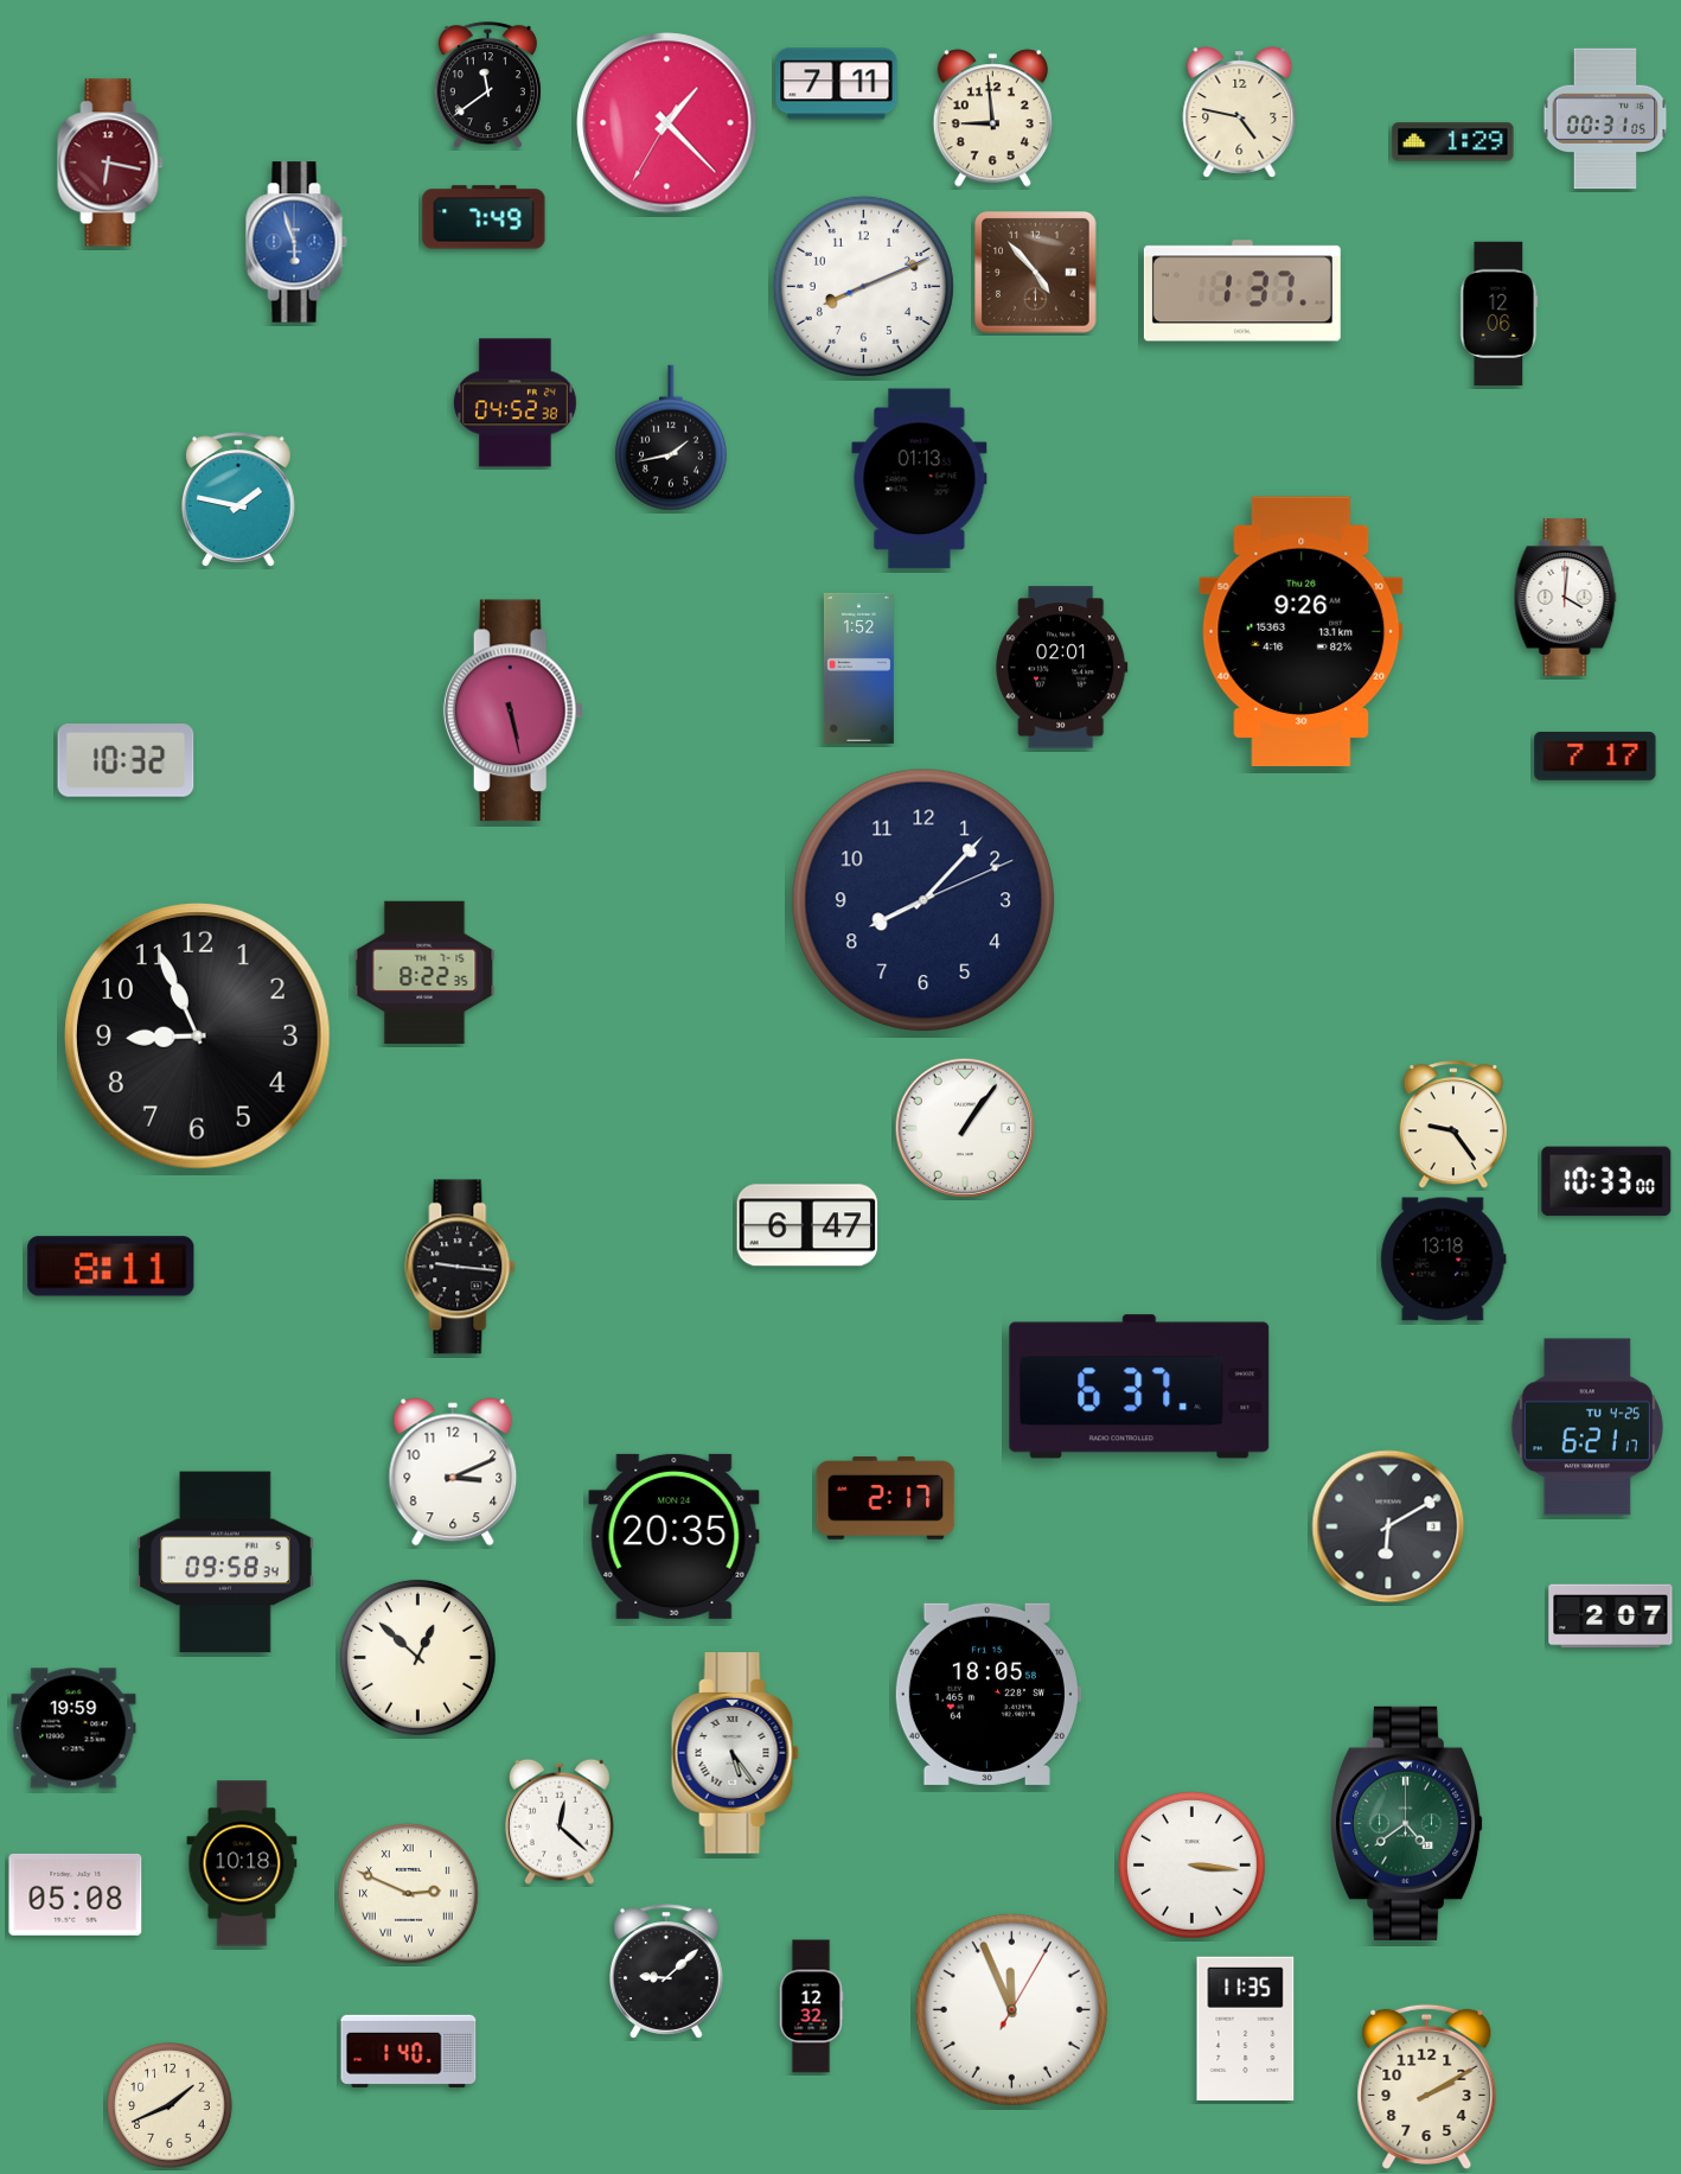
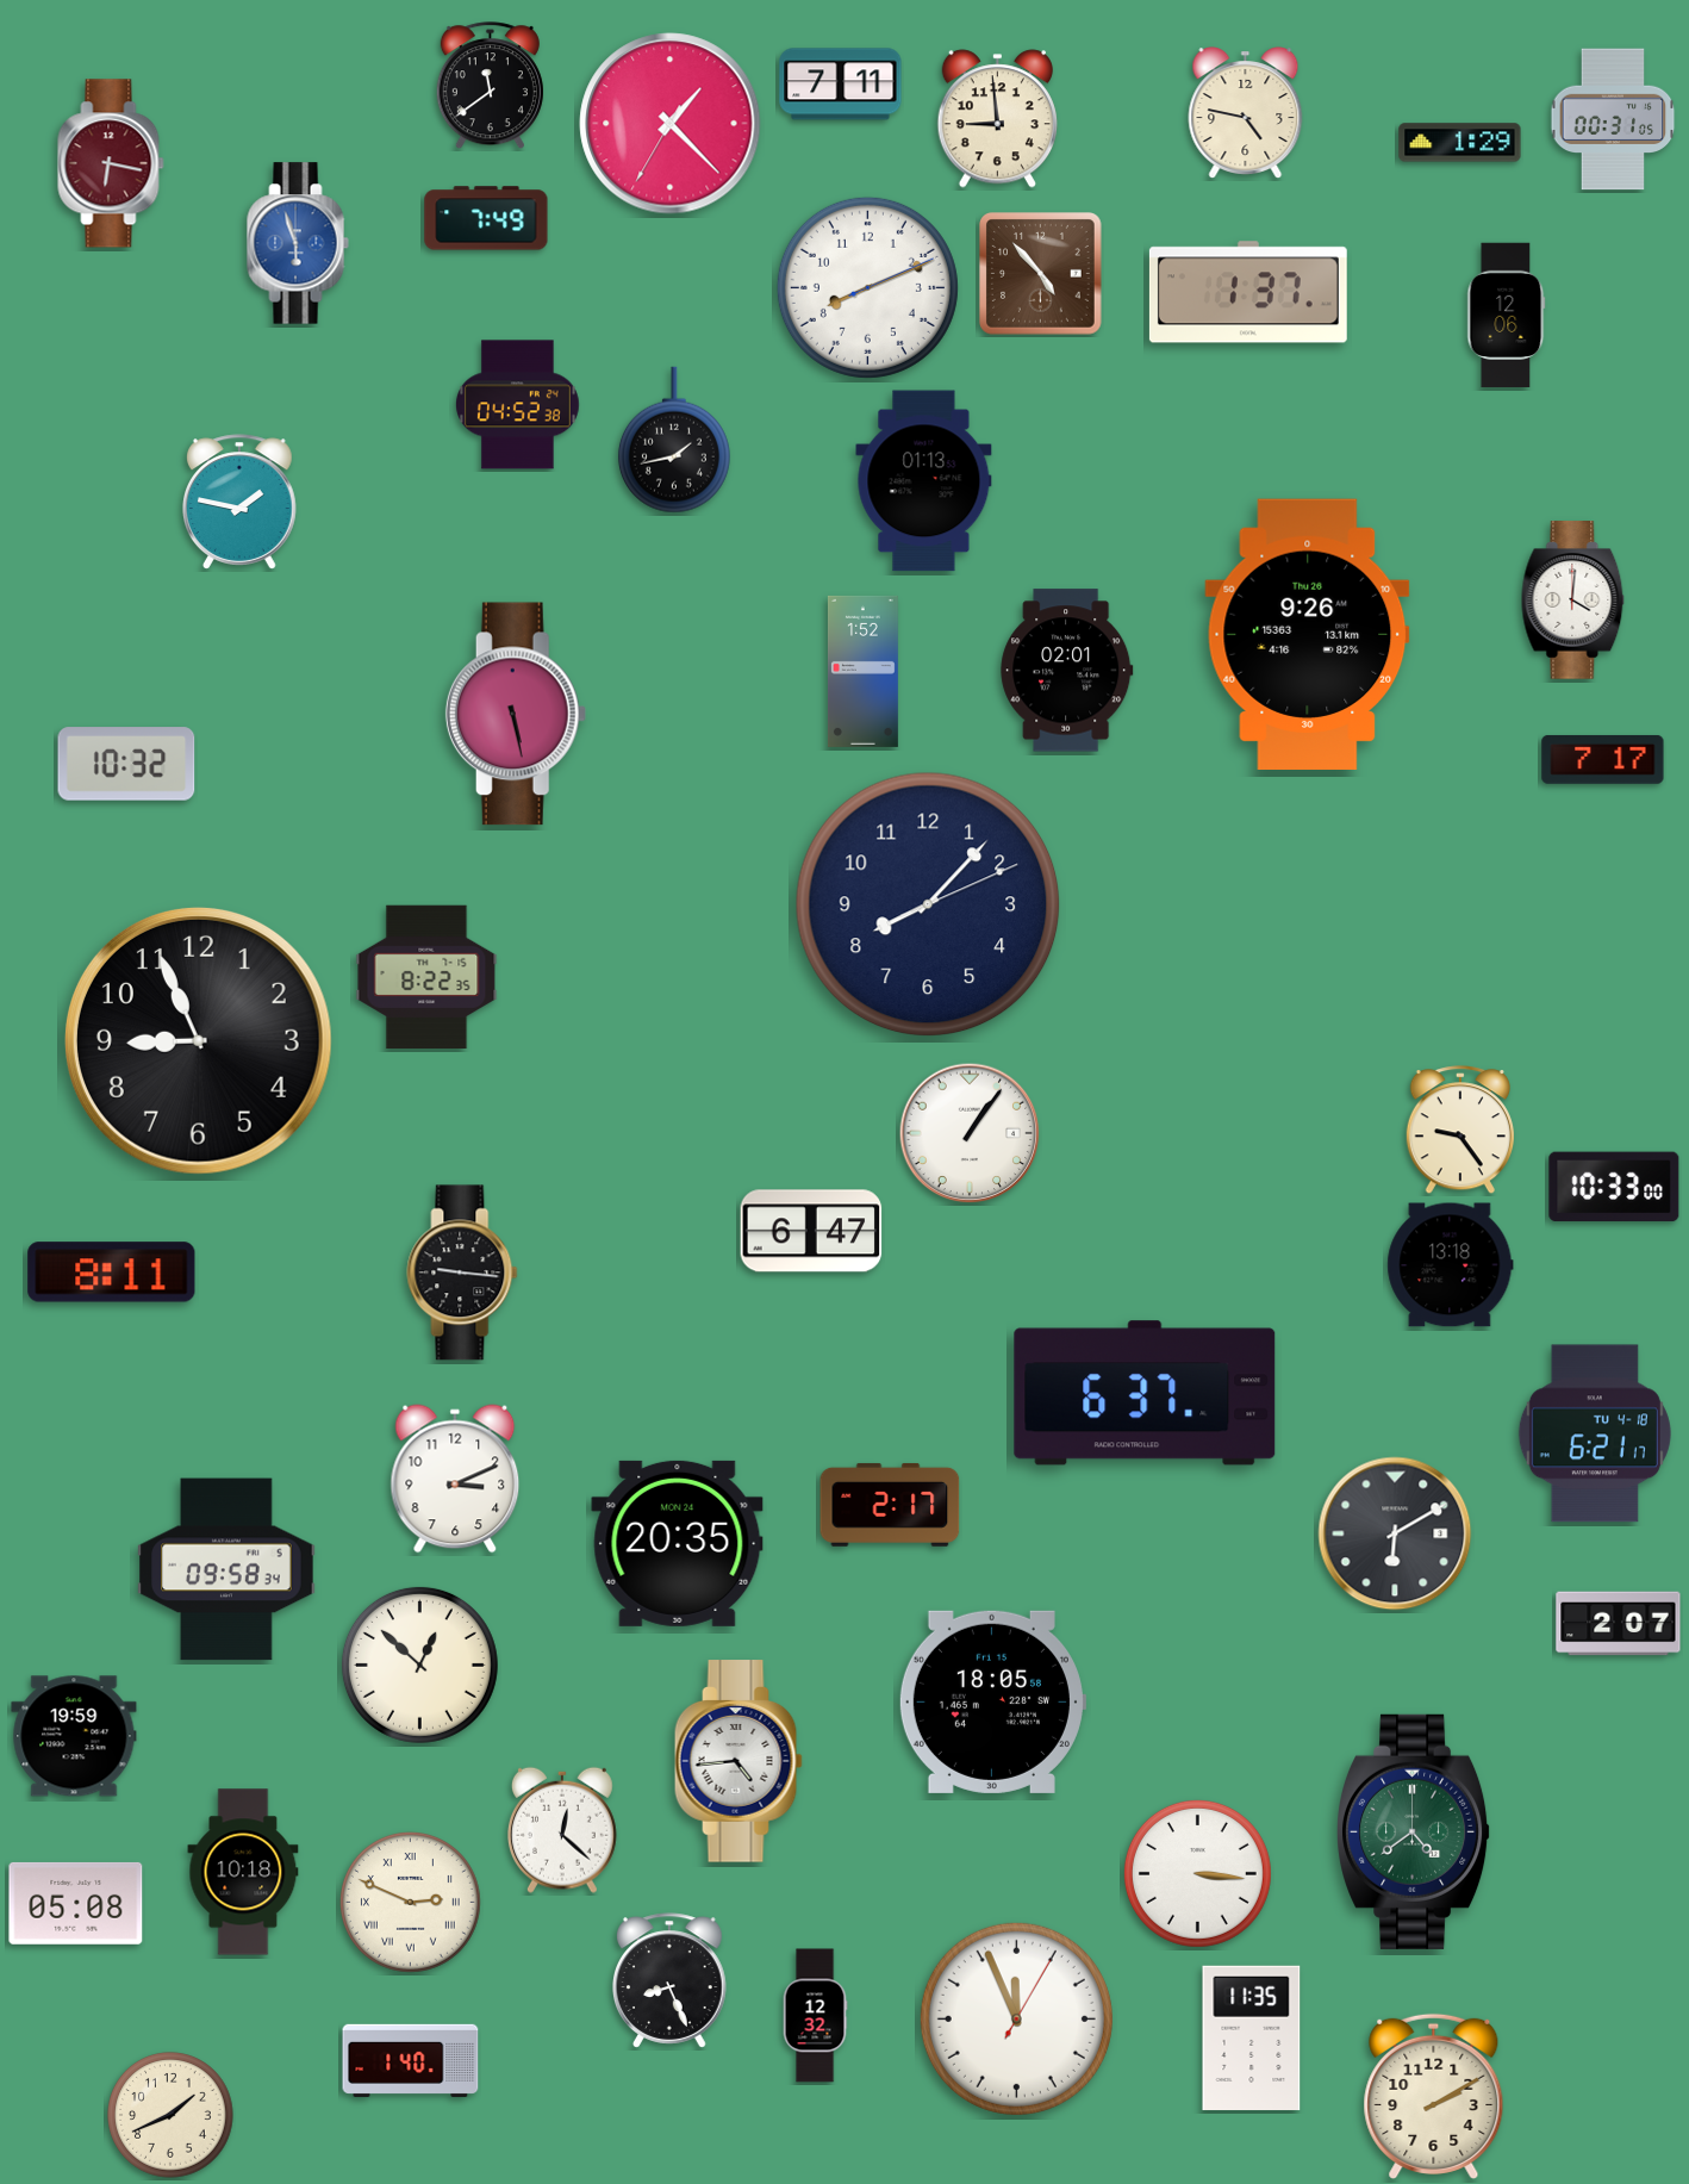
clock at (1587, 1427) date: TU 4-25 -> TU 4-18
clock at (735, 1753): 5:24 -> 4:44
clock at (667, 1971): 9:08 -> 8:26
